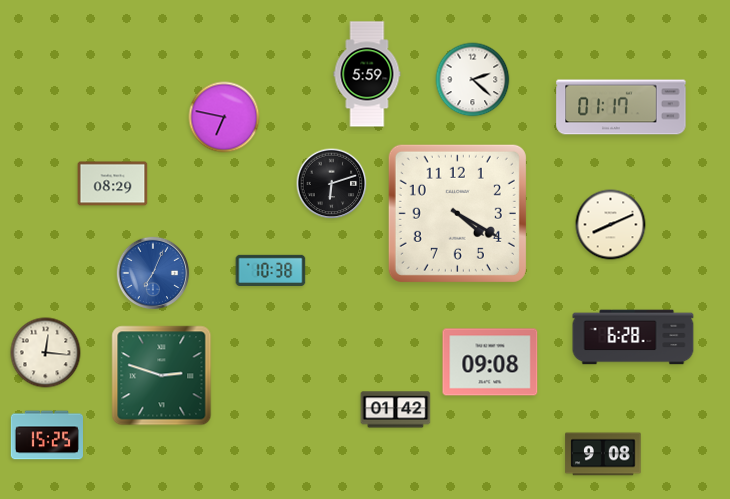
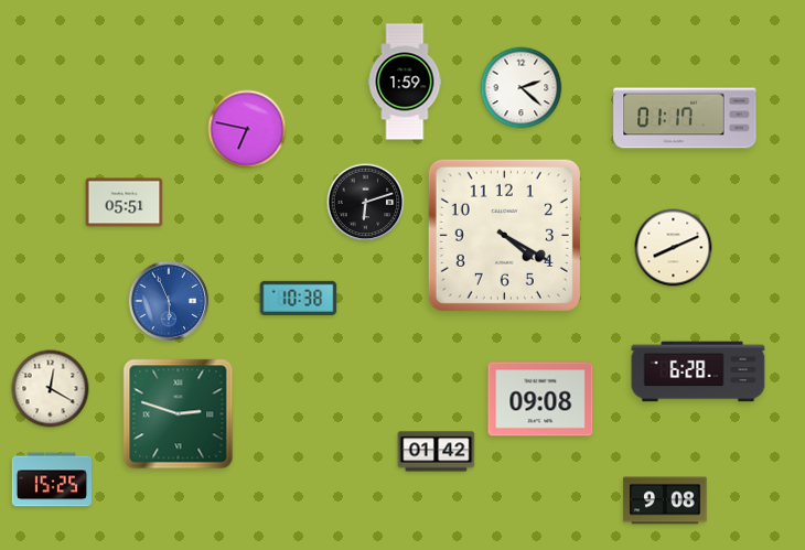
clock at (367, 74): 5:59 -> 1:59
clock at (113, 184): 08:29 -> 05:51
clock at (153, 273): 7:04 -> 5:56
clock at (46, 353): 12:16 -> 12:20
